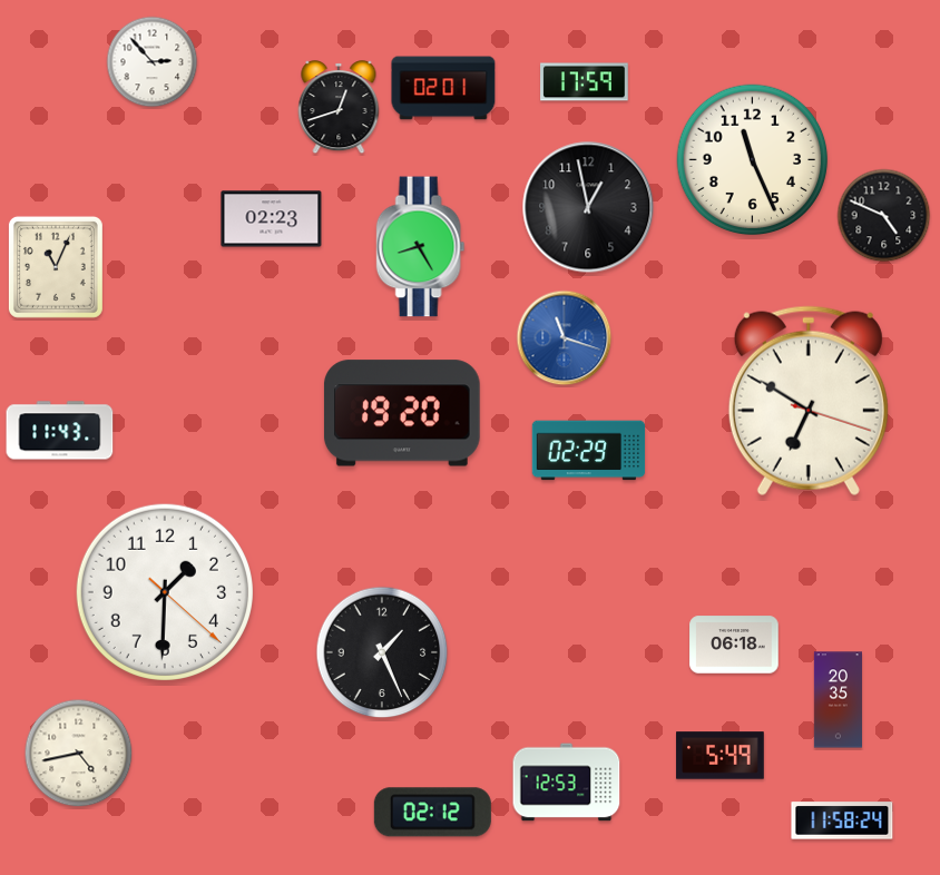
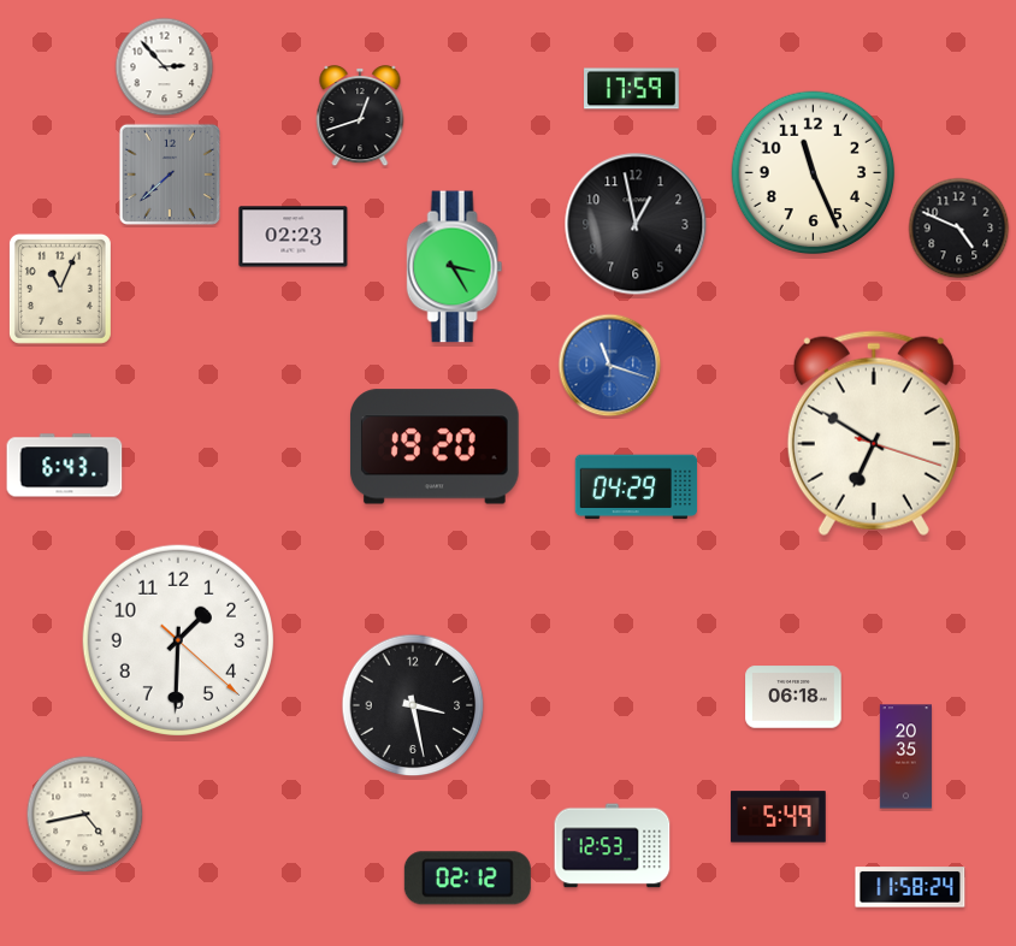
clock at (443, 88): 02:01 -> none
clock at (339, 108) position: (339, 108) -> (360, 117)
clock at (170, 175): none -> 7:38
clock at (884, 216) position: (884, 216) -> (959, 229)
clock at (421, 247): 8:25 -> 3:25
clock at (60, 431): 11:43 -> 6:43
clock at (589, 451): 02:29 -> 04:29
clock at (382, 652): 1:26 -> 3:28
